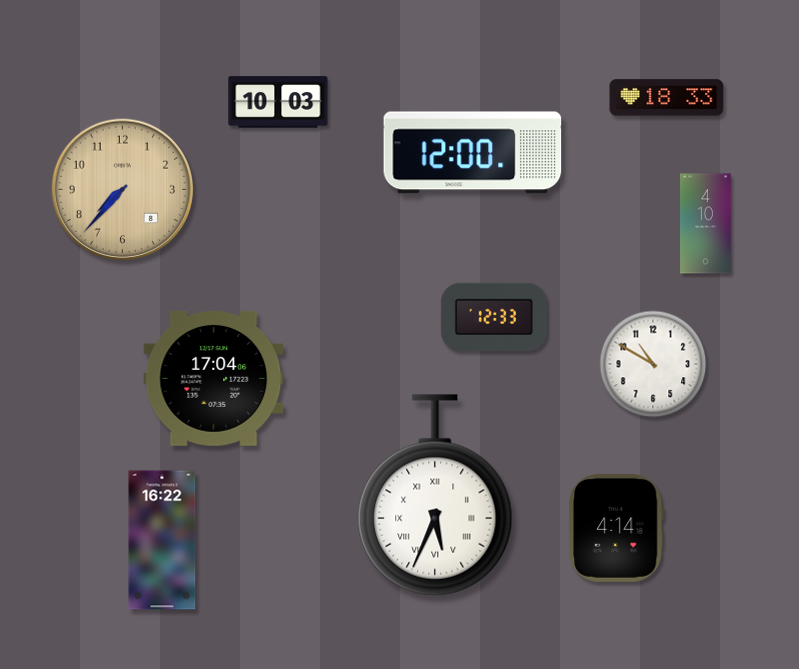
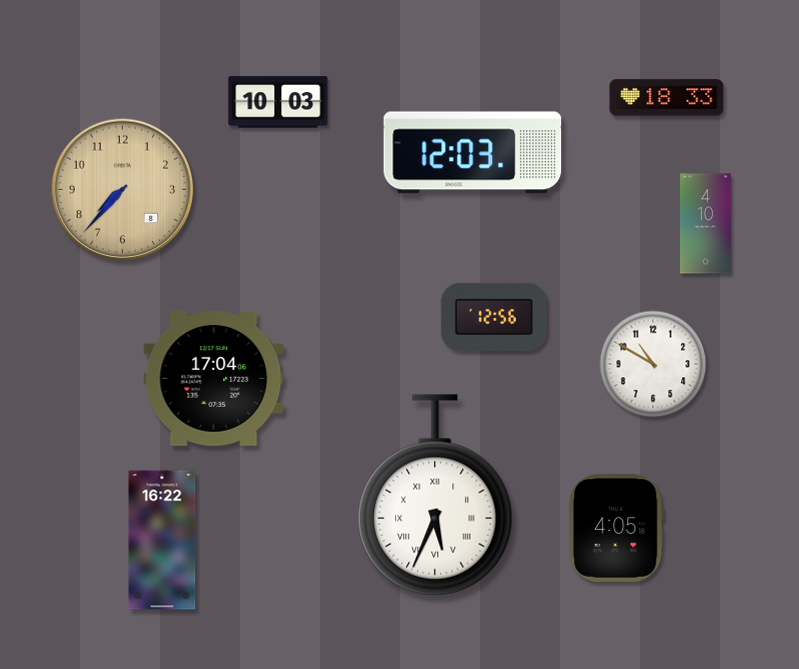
clock at (473, 153): 12:00 -> 12:03
clock at (494, 317): 12:33 -> 12:56
clock at (616, 529): 4:14 -> 4:05
